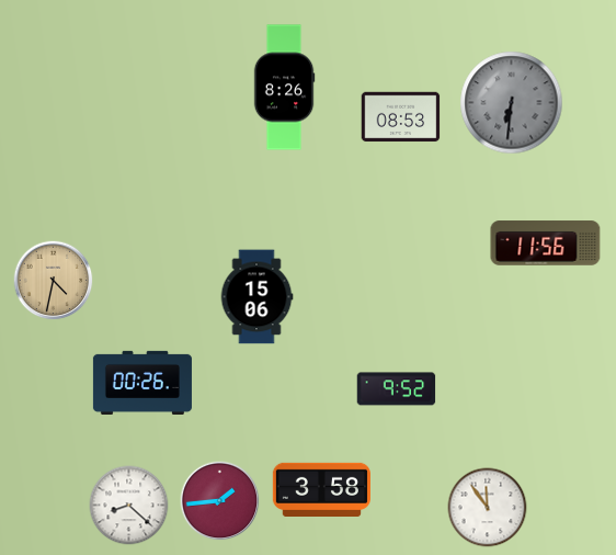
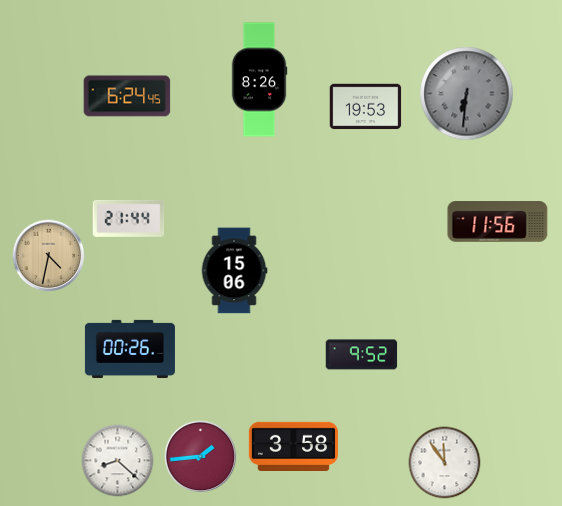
clock at (127, 96): none -> 6:24
clock at (401, 117): 08:53 -> 19:53
clock at (129, 218): none -> 21:44
